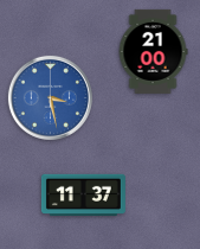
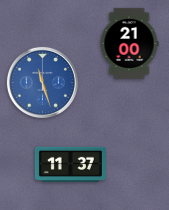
clock at (50, 97): 3:28 -> 11:27
